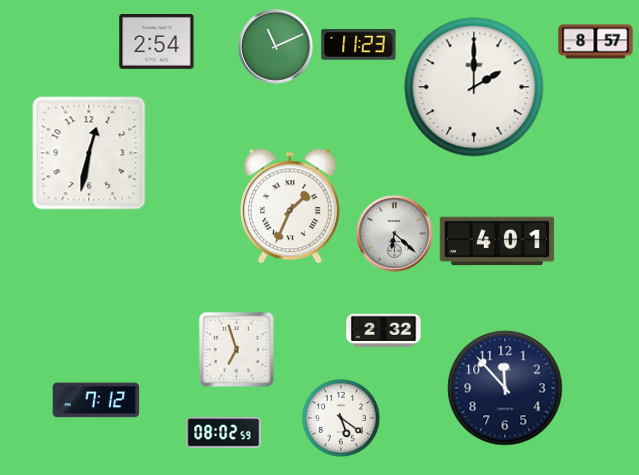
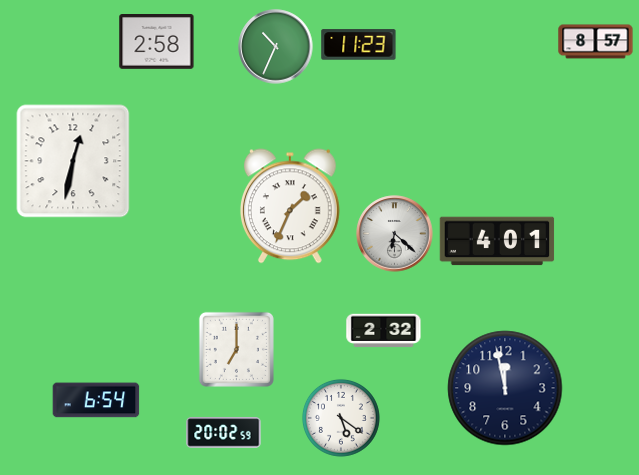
clock at (157, 42): 2:54 -> 2:58
clock at (276, 47): 11:11 -> 10:34
clock at (474, 87): 2:00 -> none
clock at (89, 153) position: (89, 153) -> (73, 161)
clock at (236, 349): 6:57 -> 7:00
clock at (505, 388): 11:53 -> 11:58
clock at (96, 400): 7:12 -> 6:54
clock at (224, 433): 08:02 -> 20:02
